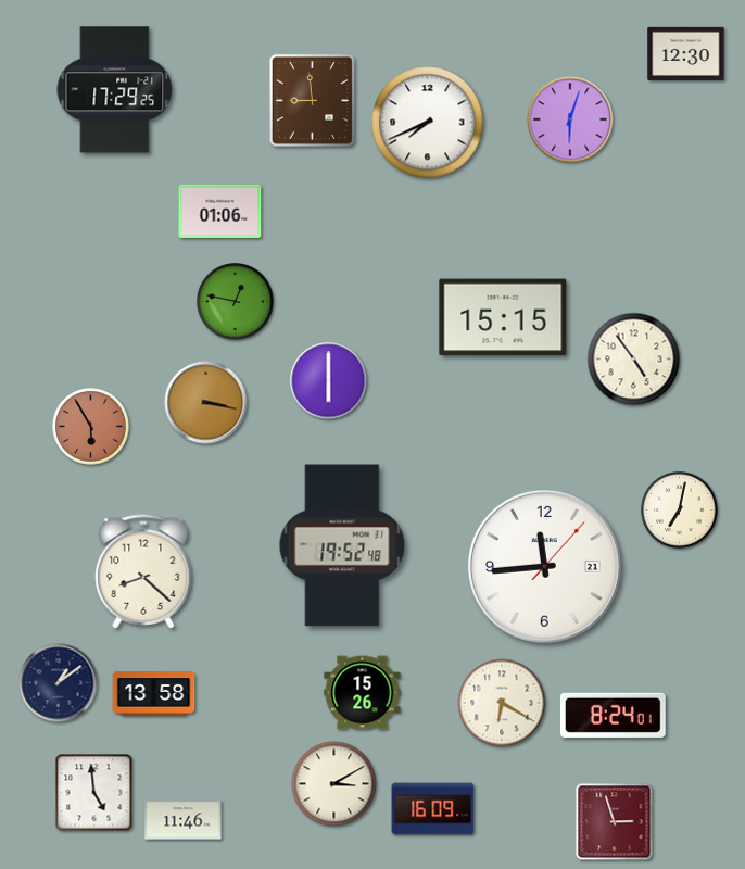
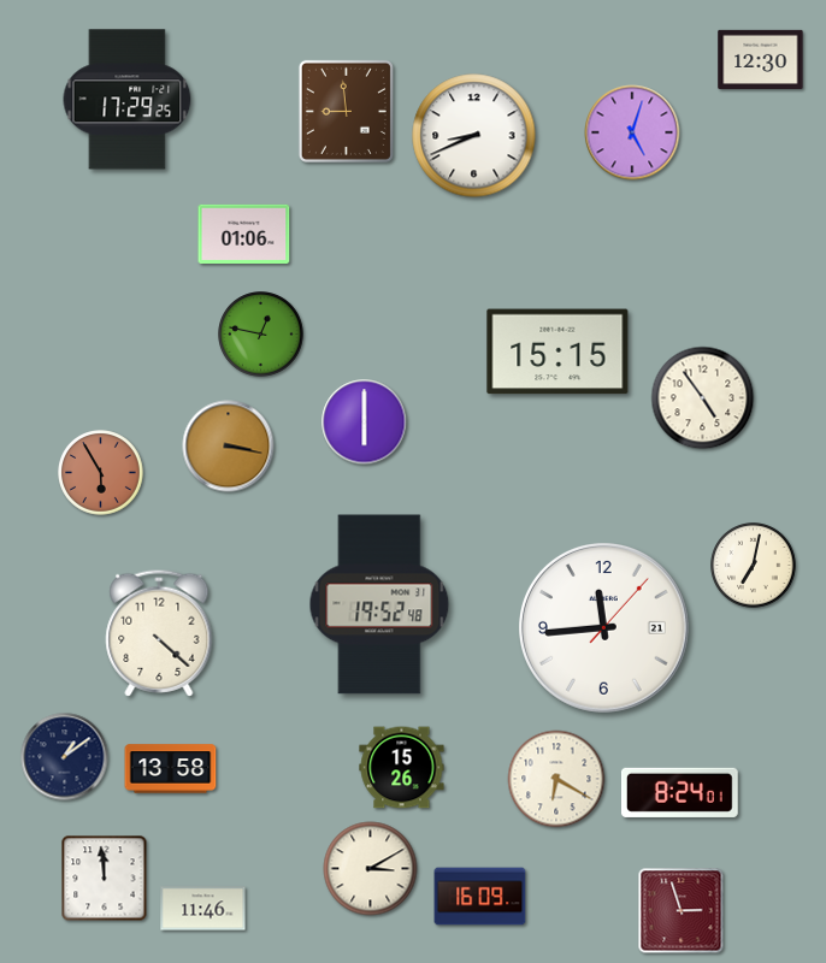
clock at (570, 119): 6:03 -> 5:03
clock at (428, 123): 7:41 -> 8:41
clock at (143, 571): 8:22 -> 4:22
clock at (94, 793): 4:59 -> 11:59
